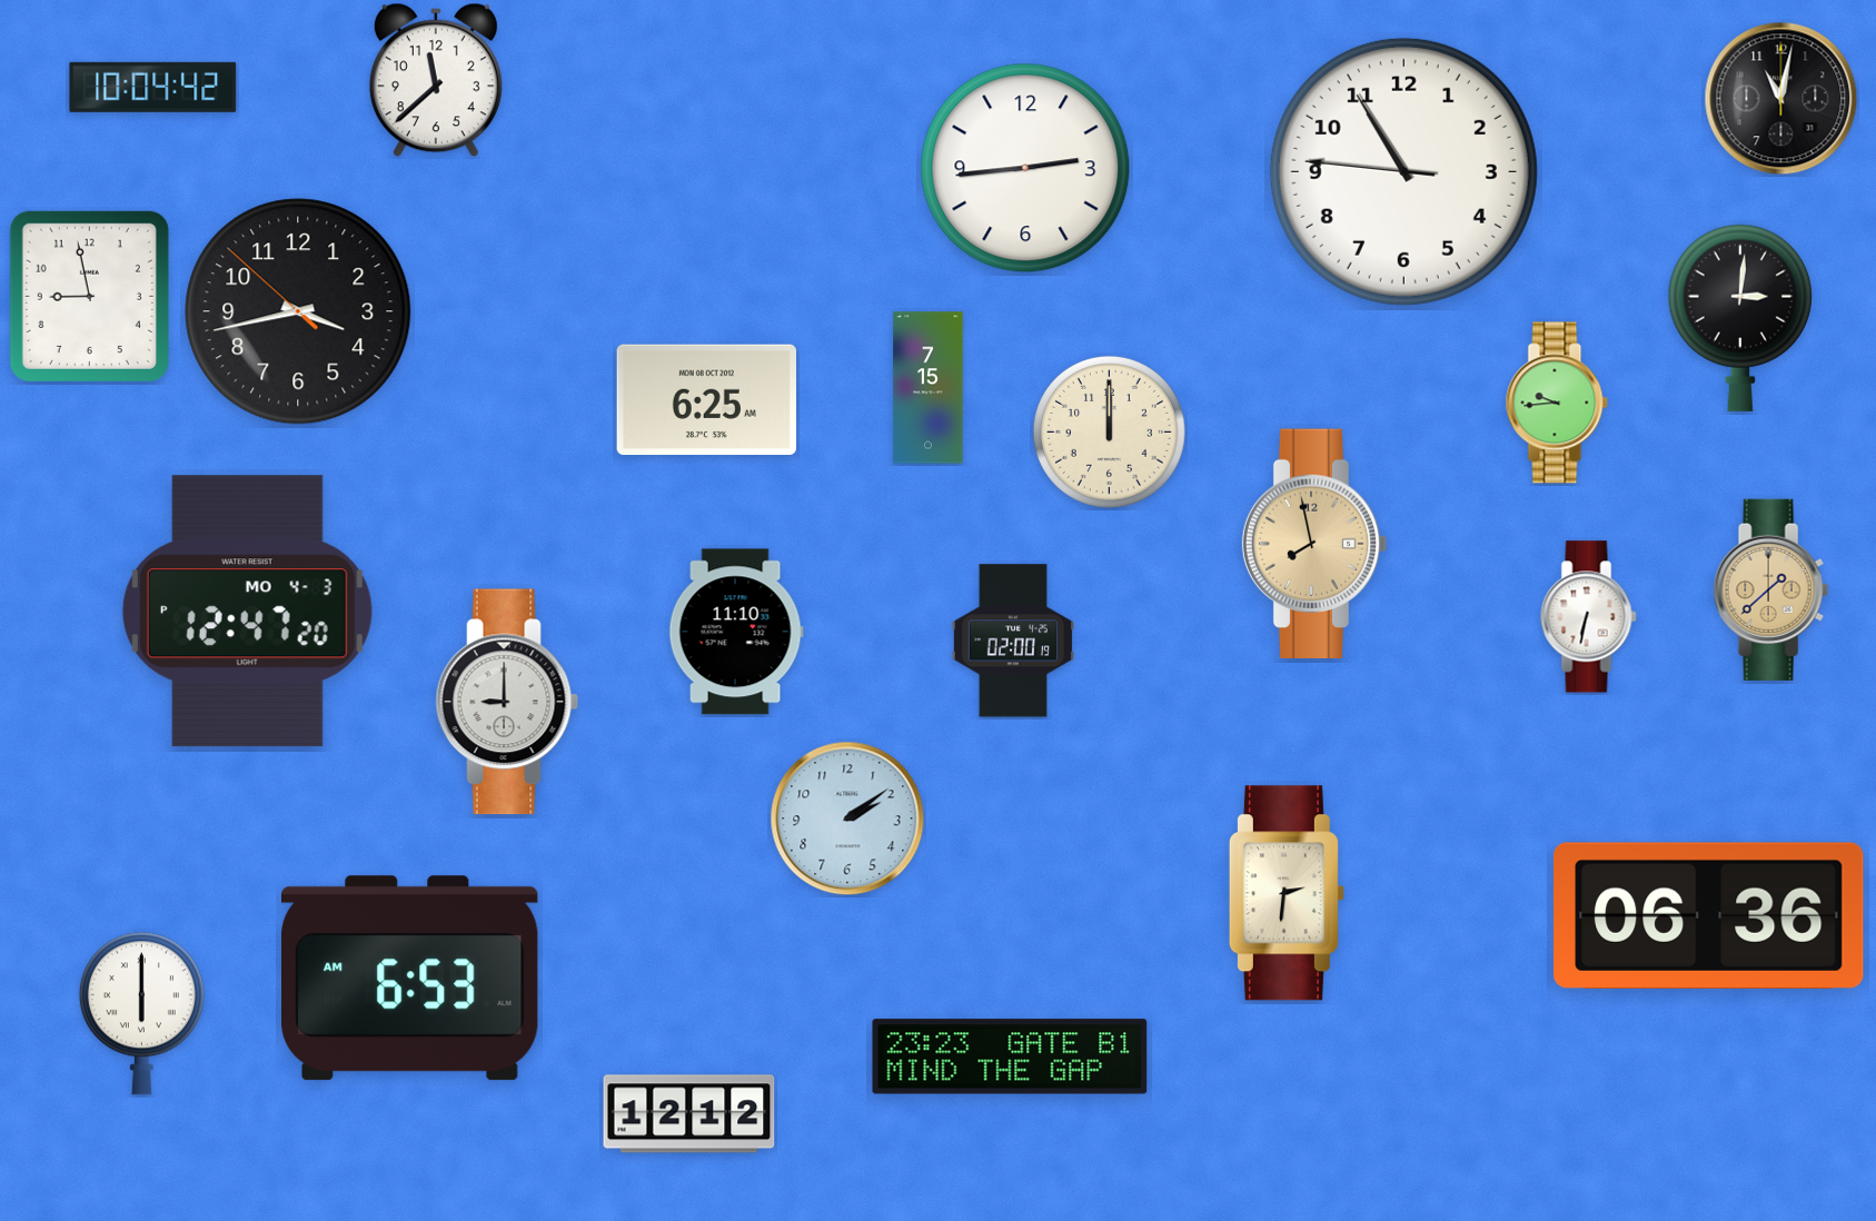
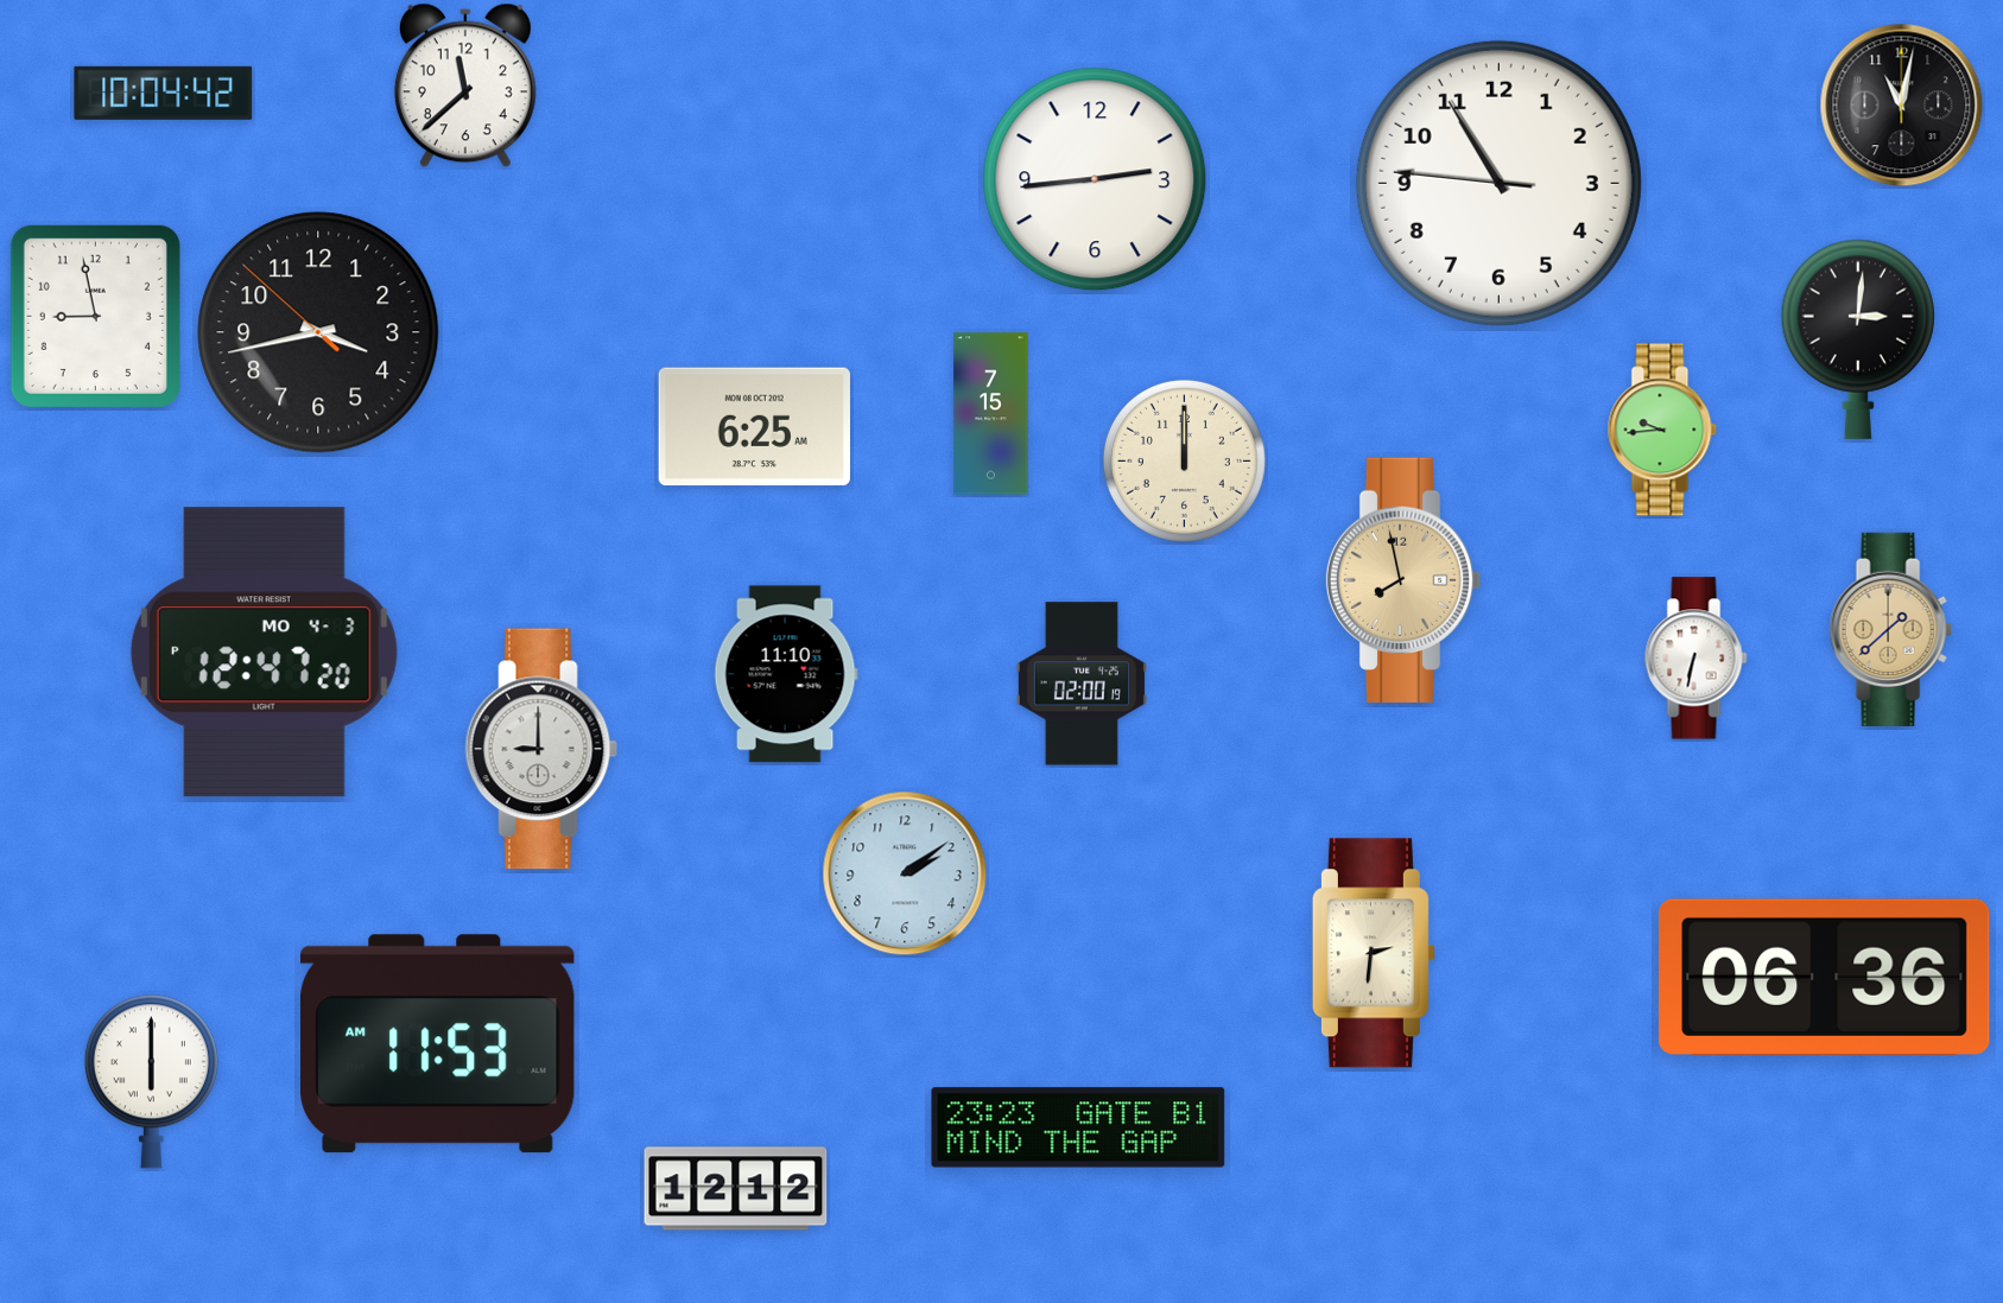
clock at (410, 979): 6:53 -> 11:53
